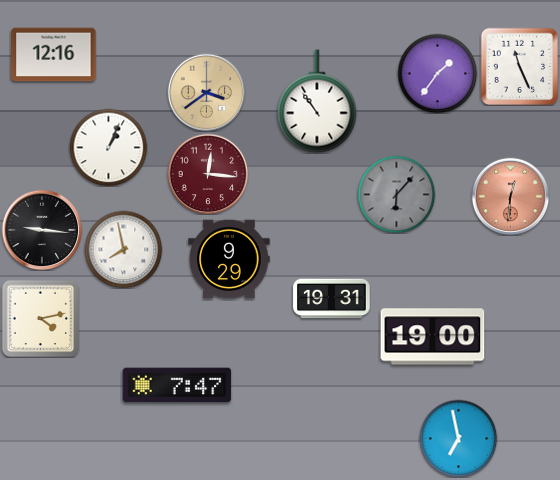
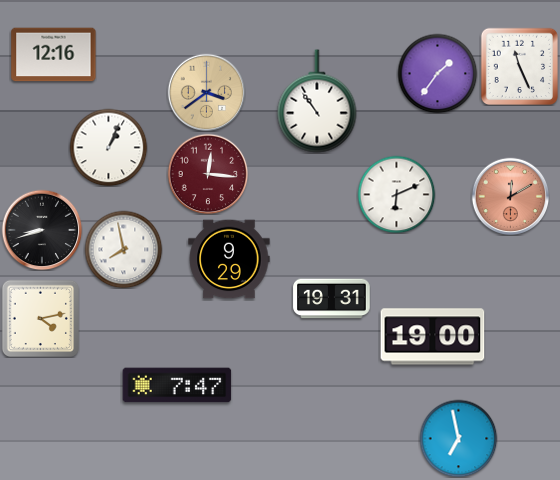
clock at (396, 194): 6:07 -> 6:11
clock at (396, 194) dial: grey -> white
clock at (510, 196): 12:31 -> 12:10
clock at (42, 230): 9:16 -> 8:42
